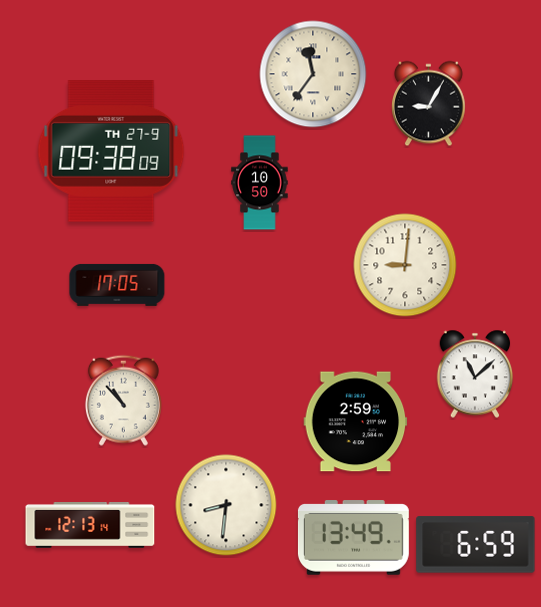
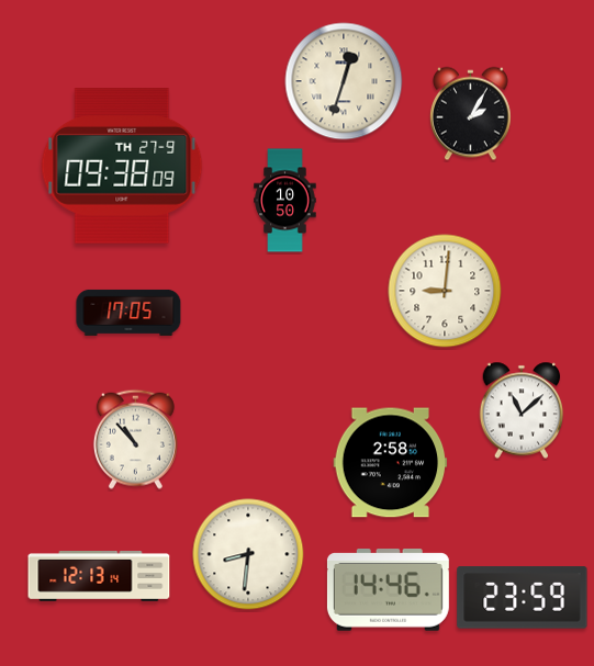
clock at (313, 74): 11:36 -> 12:33
clock at (428, 104): 9:05 -> 2:05
clock at (356, 422): 2:59 -> 2:58
clock at (353, 538): 13:49 -> 14:46
clock at (476, 545): 6:59 -> 23:59
